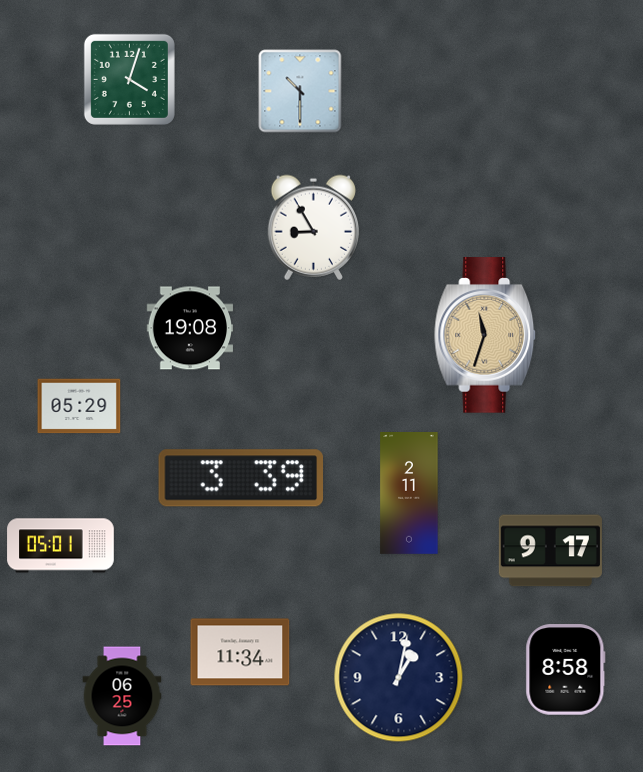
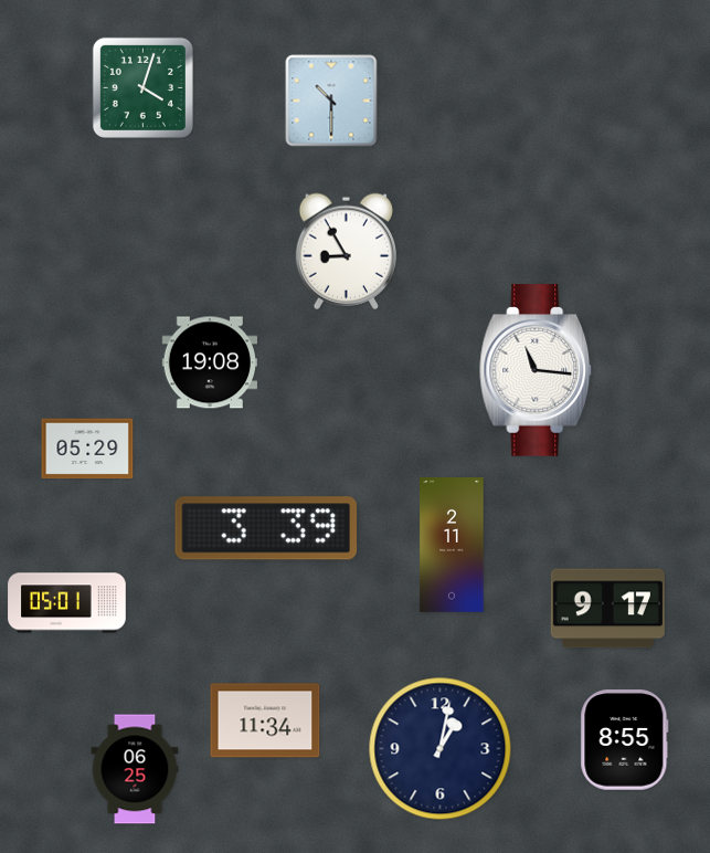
clock at (486, 335): 11:33 -> 11:16
clock at (486, 335) dial: champagne -> white
clock at (566, 670): 8:58 -> 8:55
